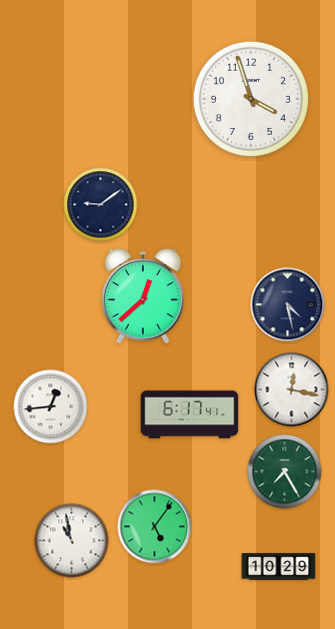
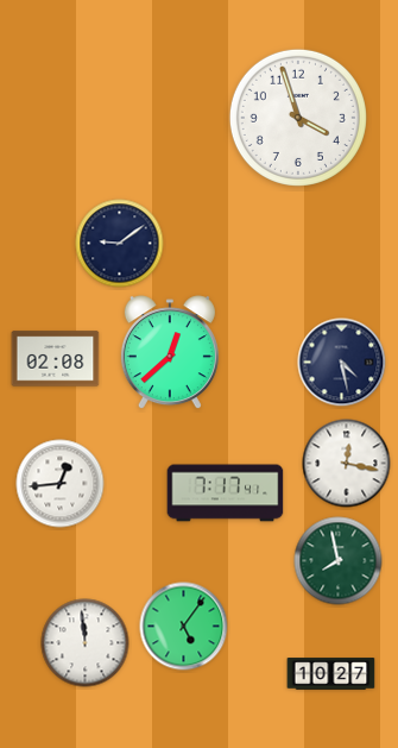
clock at (56, 359): none -> 02:08
clock at (190, 415): 6:17 -> 7:17
clock at (285, 472): 7:25 -> 7:58
clock at (72, 541): 10:58 -> 11:59
clock at (279, 567): 10:29 -> 10:27
